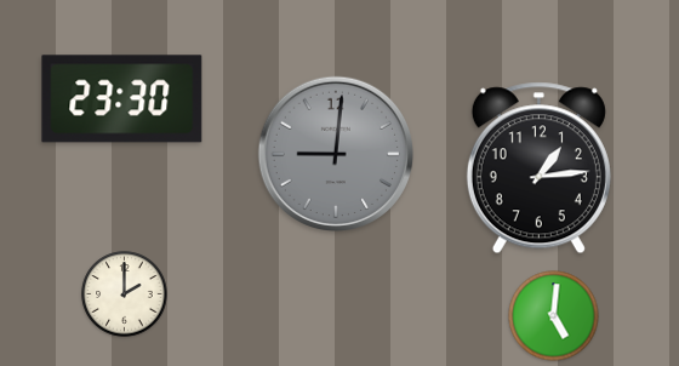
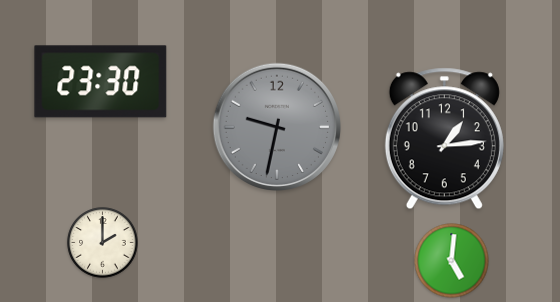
clock at (335, 153): 9:01 -> 9:32
clock at (554, 316) position: (554, 316) -> (452, 261)
